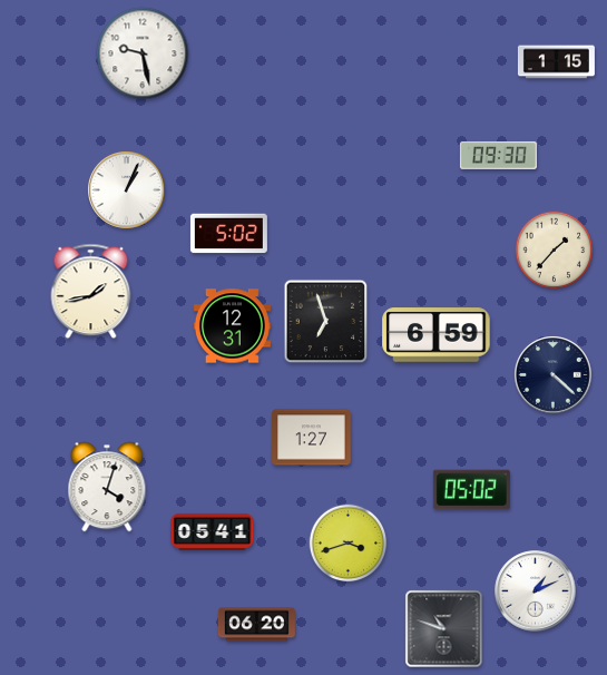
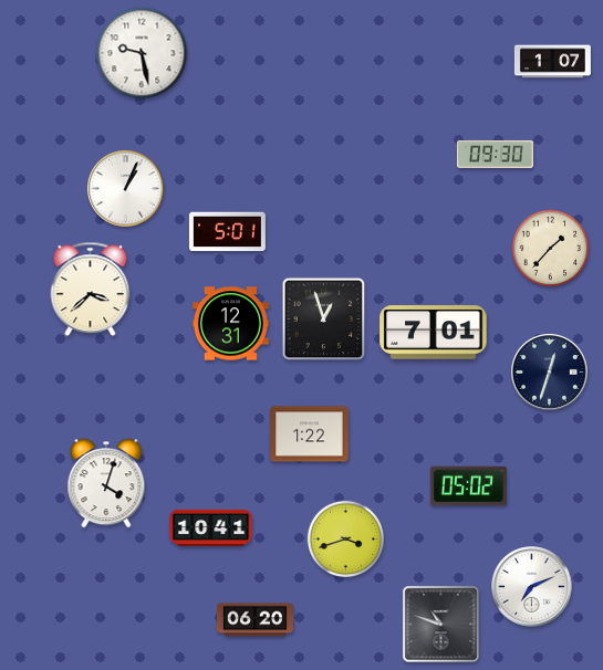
clock at (556, 62): 1:15 -> 1:07
clock at (228, 234): 5:02 -> 5:01
clock at (91, 292): 1:43 -> 3:38
clock at (326, 322): 6:57 -> 12:57
clock at (437, 335): 6:59 -> 7:01
clock at (554, 375): 4:22 -> 12:33
clock at (312, 438): 1:27 -> 1:22
clock at (213, 531): 05:41 -> 10:41
clock at (536, 591): 1:11 -> 7:11
